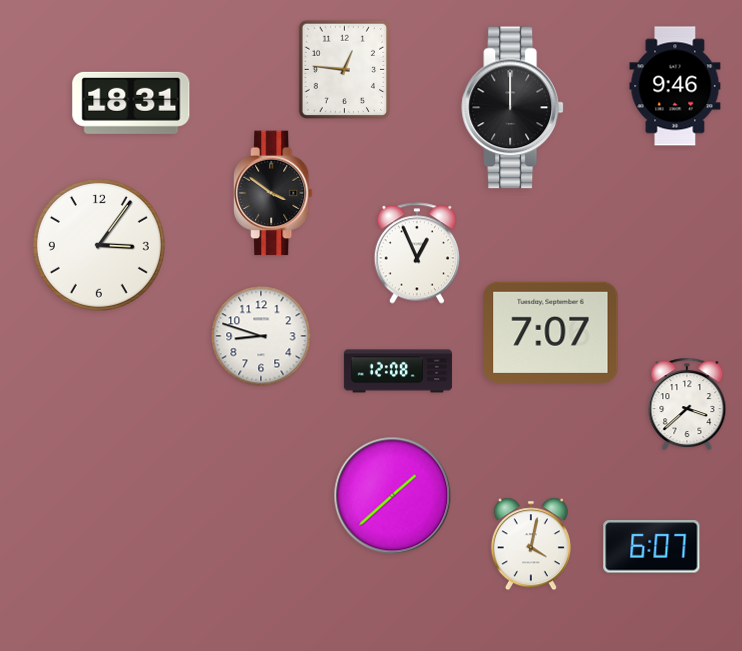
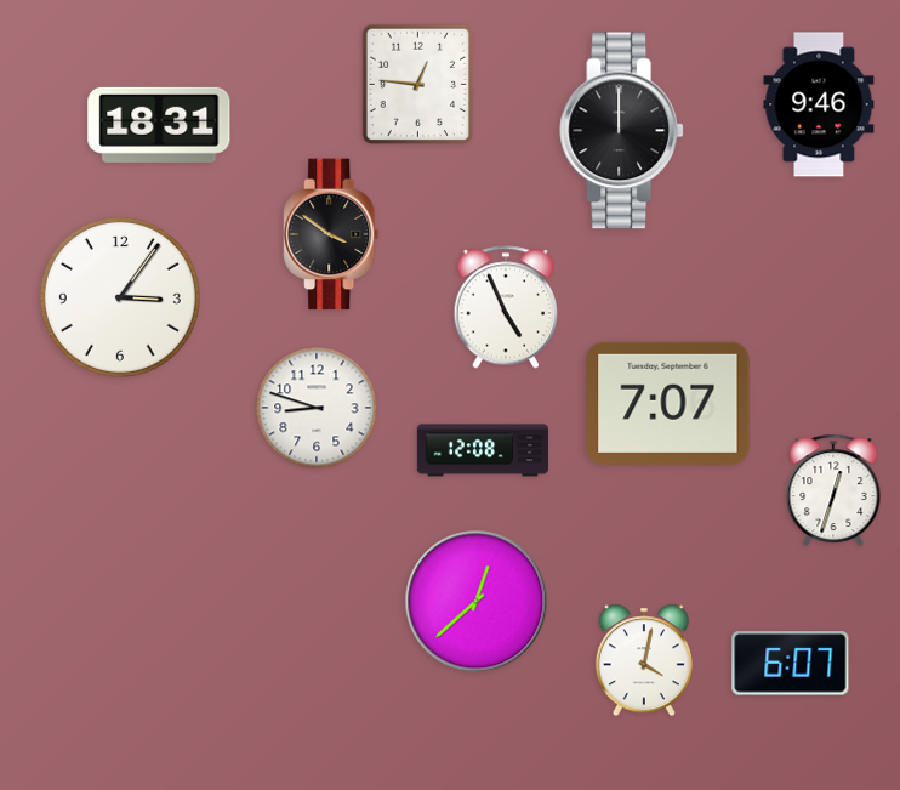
clock at (417, 253): 12:56 -> 4:56
clock at (687, 404): 3:38 -> 12:33
clock at (393, 496): 1:38 -> 12:38
